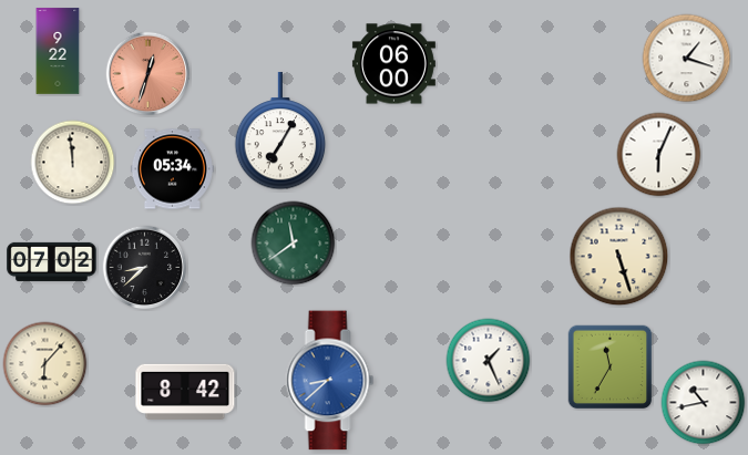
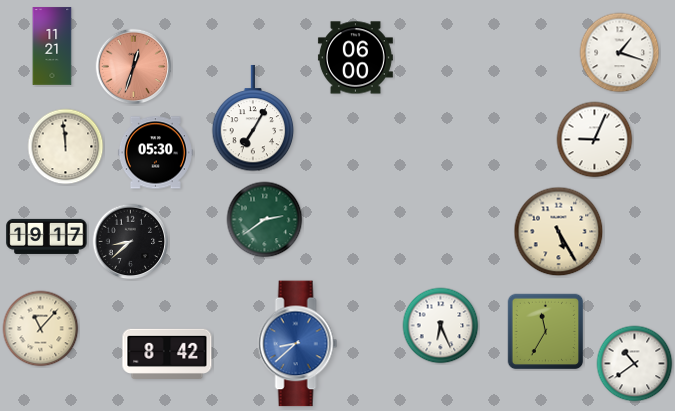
clock at (58, 51): 9:22 -> 11:21
clock at (659, 155): 6:04 -> 9:04
clock at (172, 169): 05:34 -> 05:30
clock at (294, 244): 11:39 -> 2:39
clock at (619, 257): 5:27 -> 5:25
clock at (52, 261): 07:02 -> 19:17
clock at (489, 361): 1:26 -> 6:26
clock at (45, 364): 6:07 -> 11:07
clock at (611, 368) position: (611, 368) -> (546, 332)
clock at (704, 403): 10:43 -> 10:39
